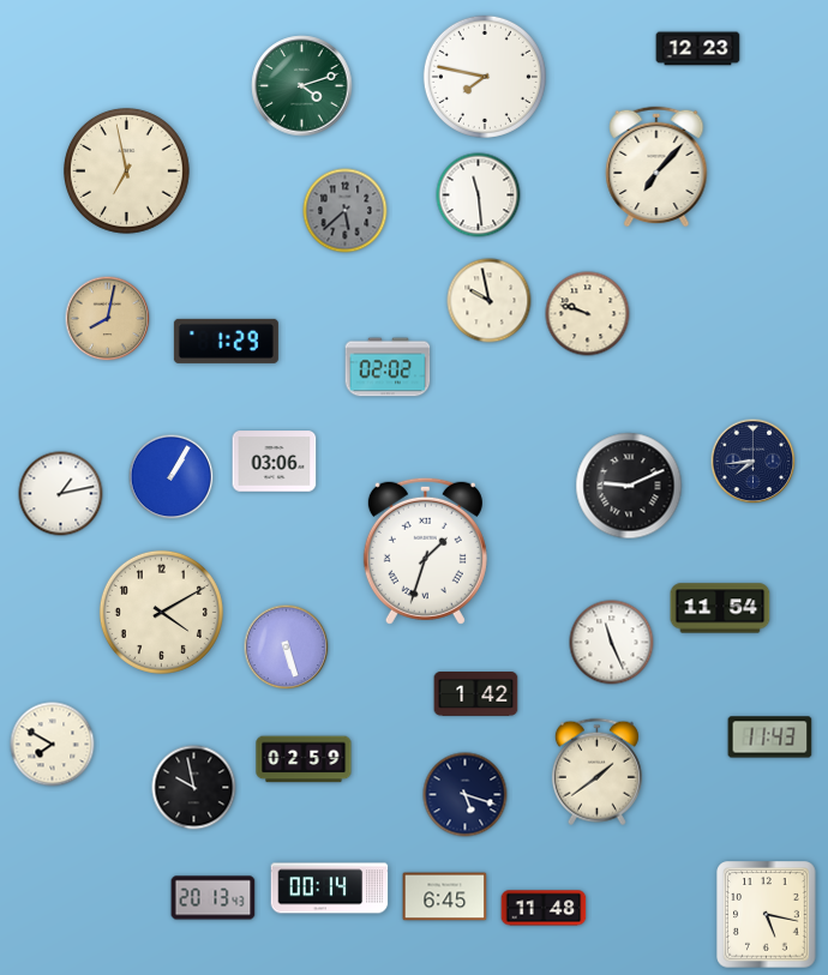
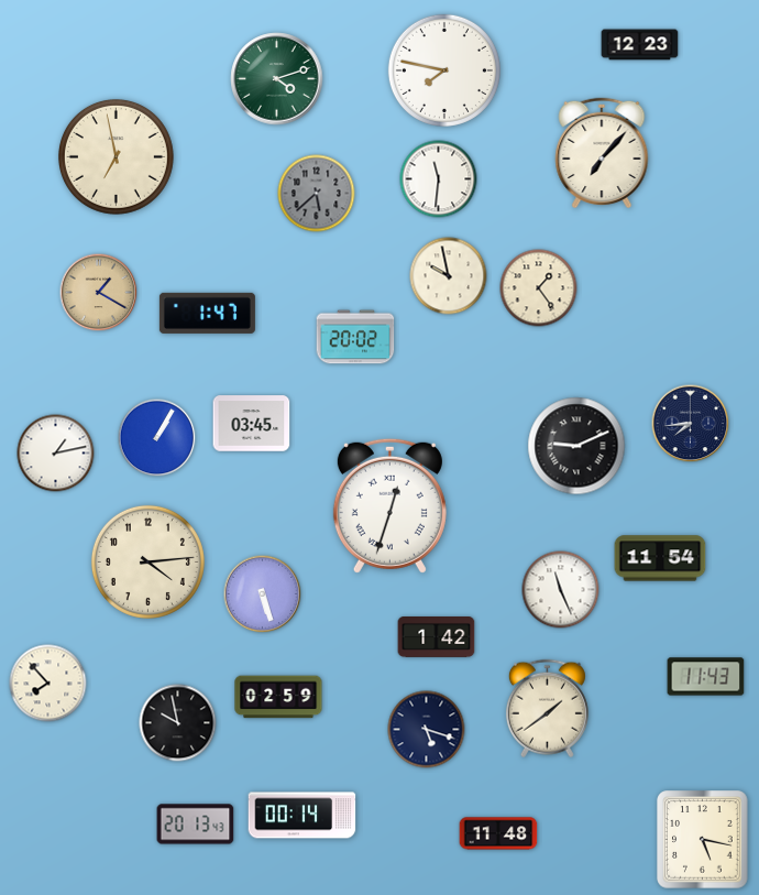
clock at (479, 195): 11:29 -> 11:31
clock at (588, 314): 9:48 -> 1:24
clock at (108, 319): 8:02 -> 1:20
clock at (226, 341): 1:29 -> 1:47
clock at (388, 367): 02:02 -> 20:02
clock at (275, 462): 03:06 -> 03:45
clock at (425, 550): 1:33 -> 12:33
clock at (161, 612): 4:10 -> 4:14
clock at (53, 745): 7:50 -> 7:53
clock at (445, 897): 6:45 -> none
